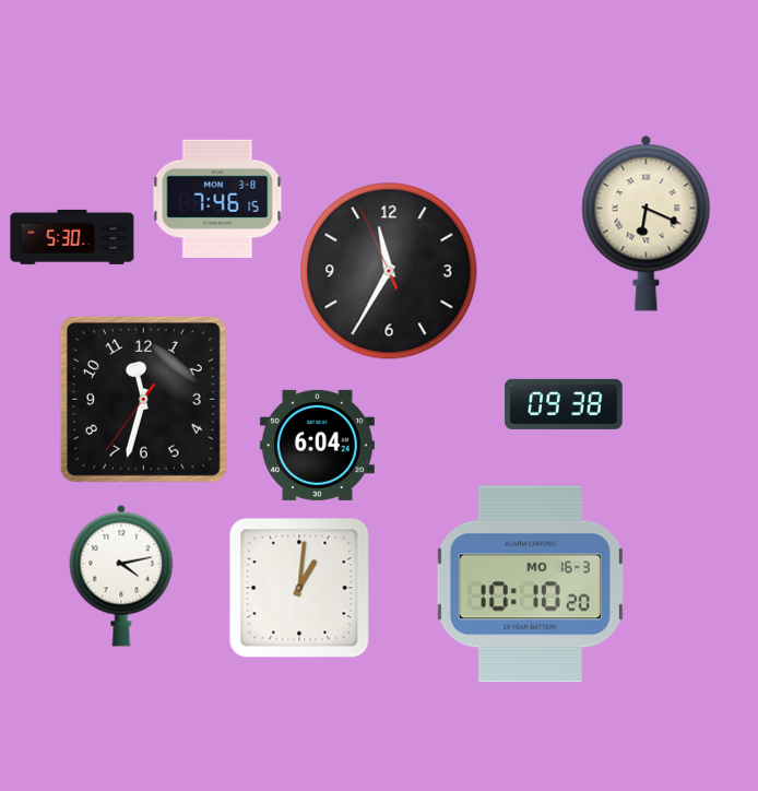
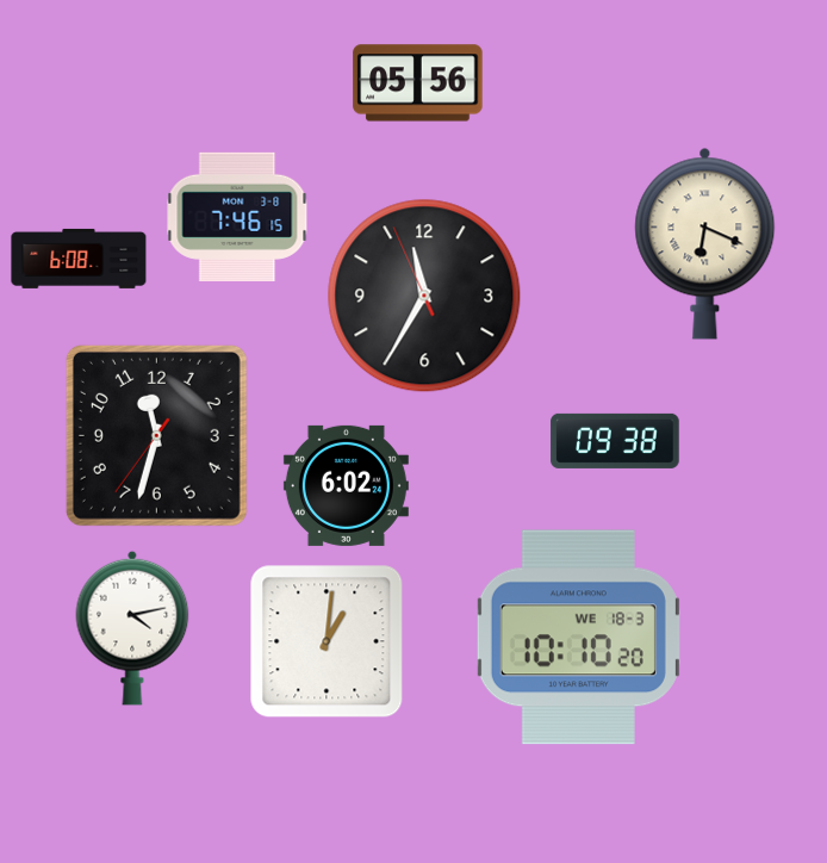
clock at (418, 83): none -> 05:56
clock at (72, 237): 5:30 -> 6:08
clock at (317, 445): 6:04 -> 6:02
clock at (530, 585) date: MO 16-3 -> WE 18-3
